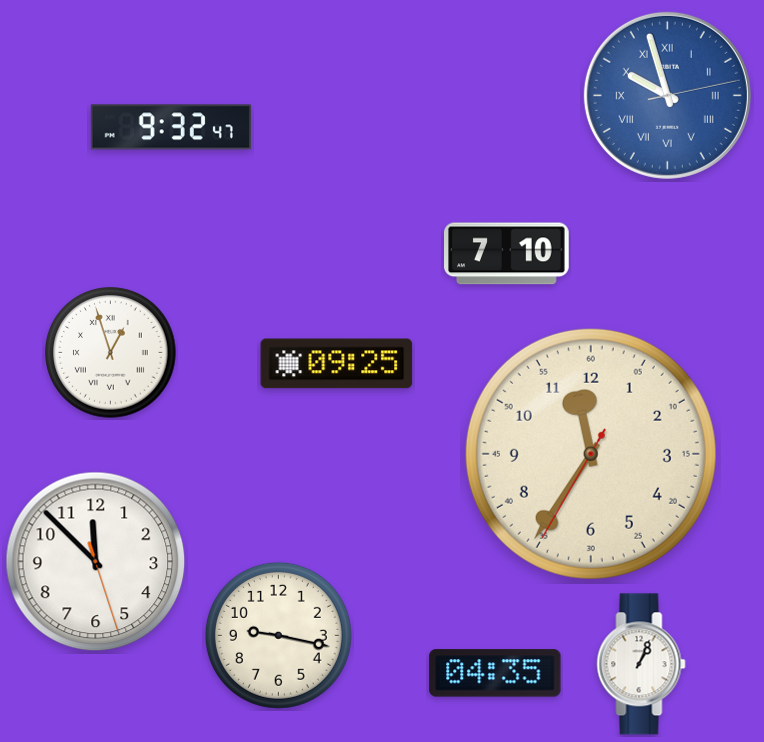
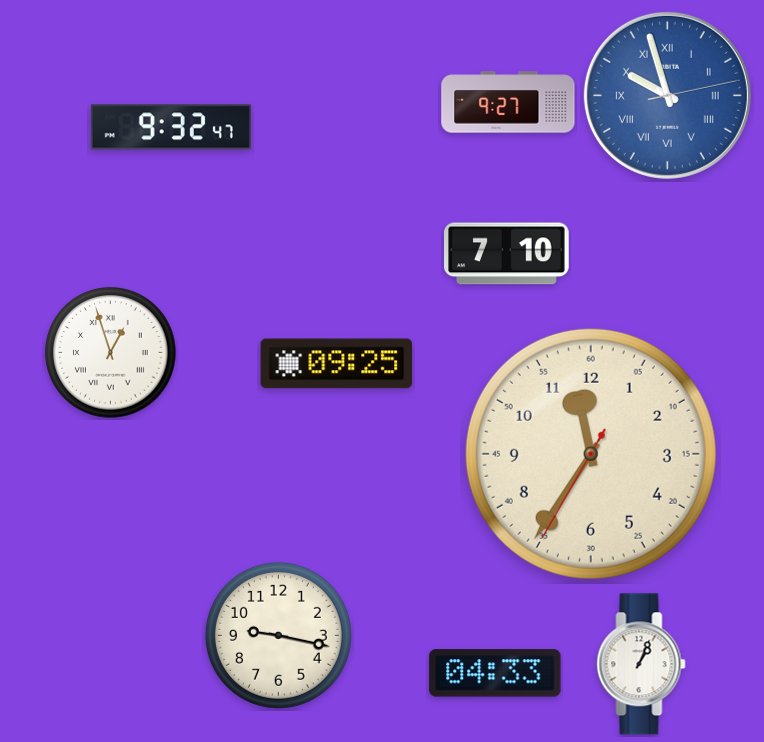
clock at (508, 102): none -> 9:27
clock at (96, 562): 11:52 -> none
clock at (495, 673): 04:35 -> 04:33
